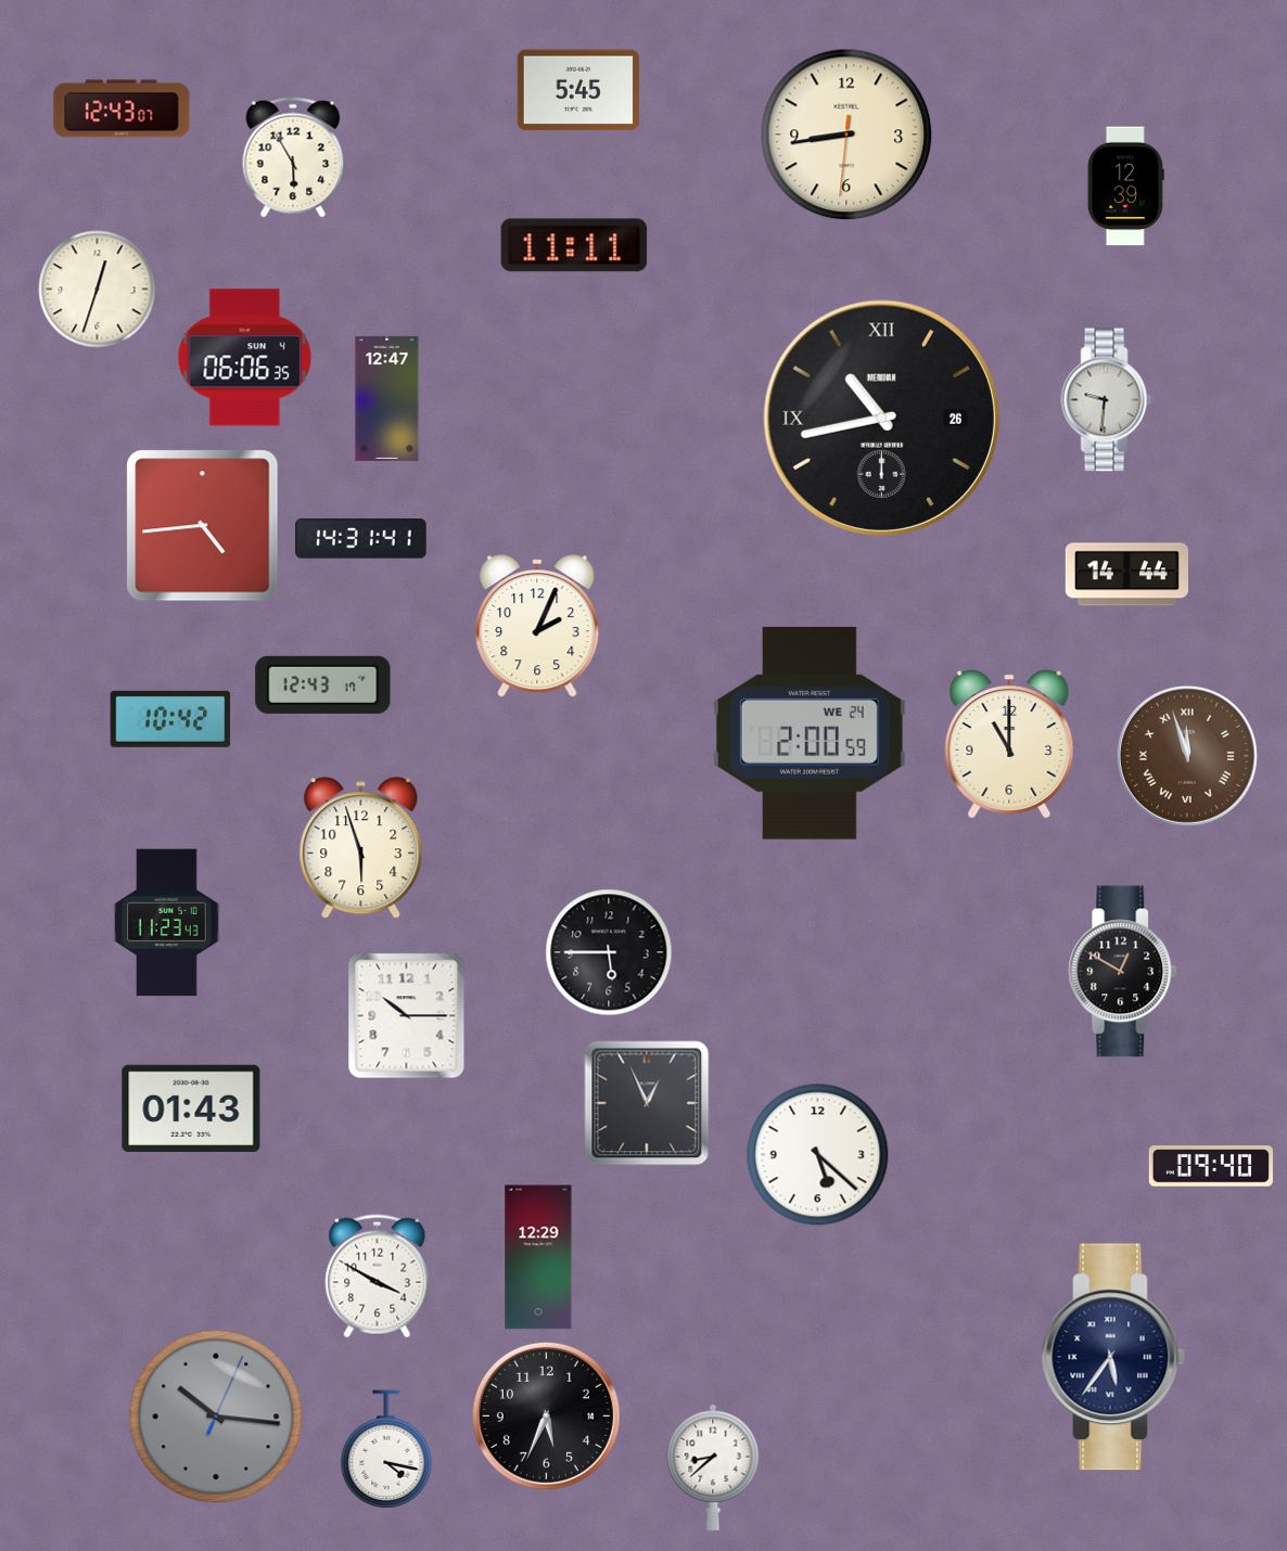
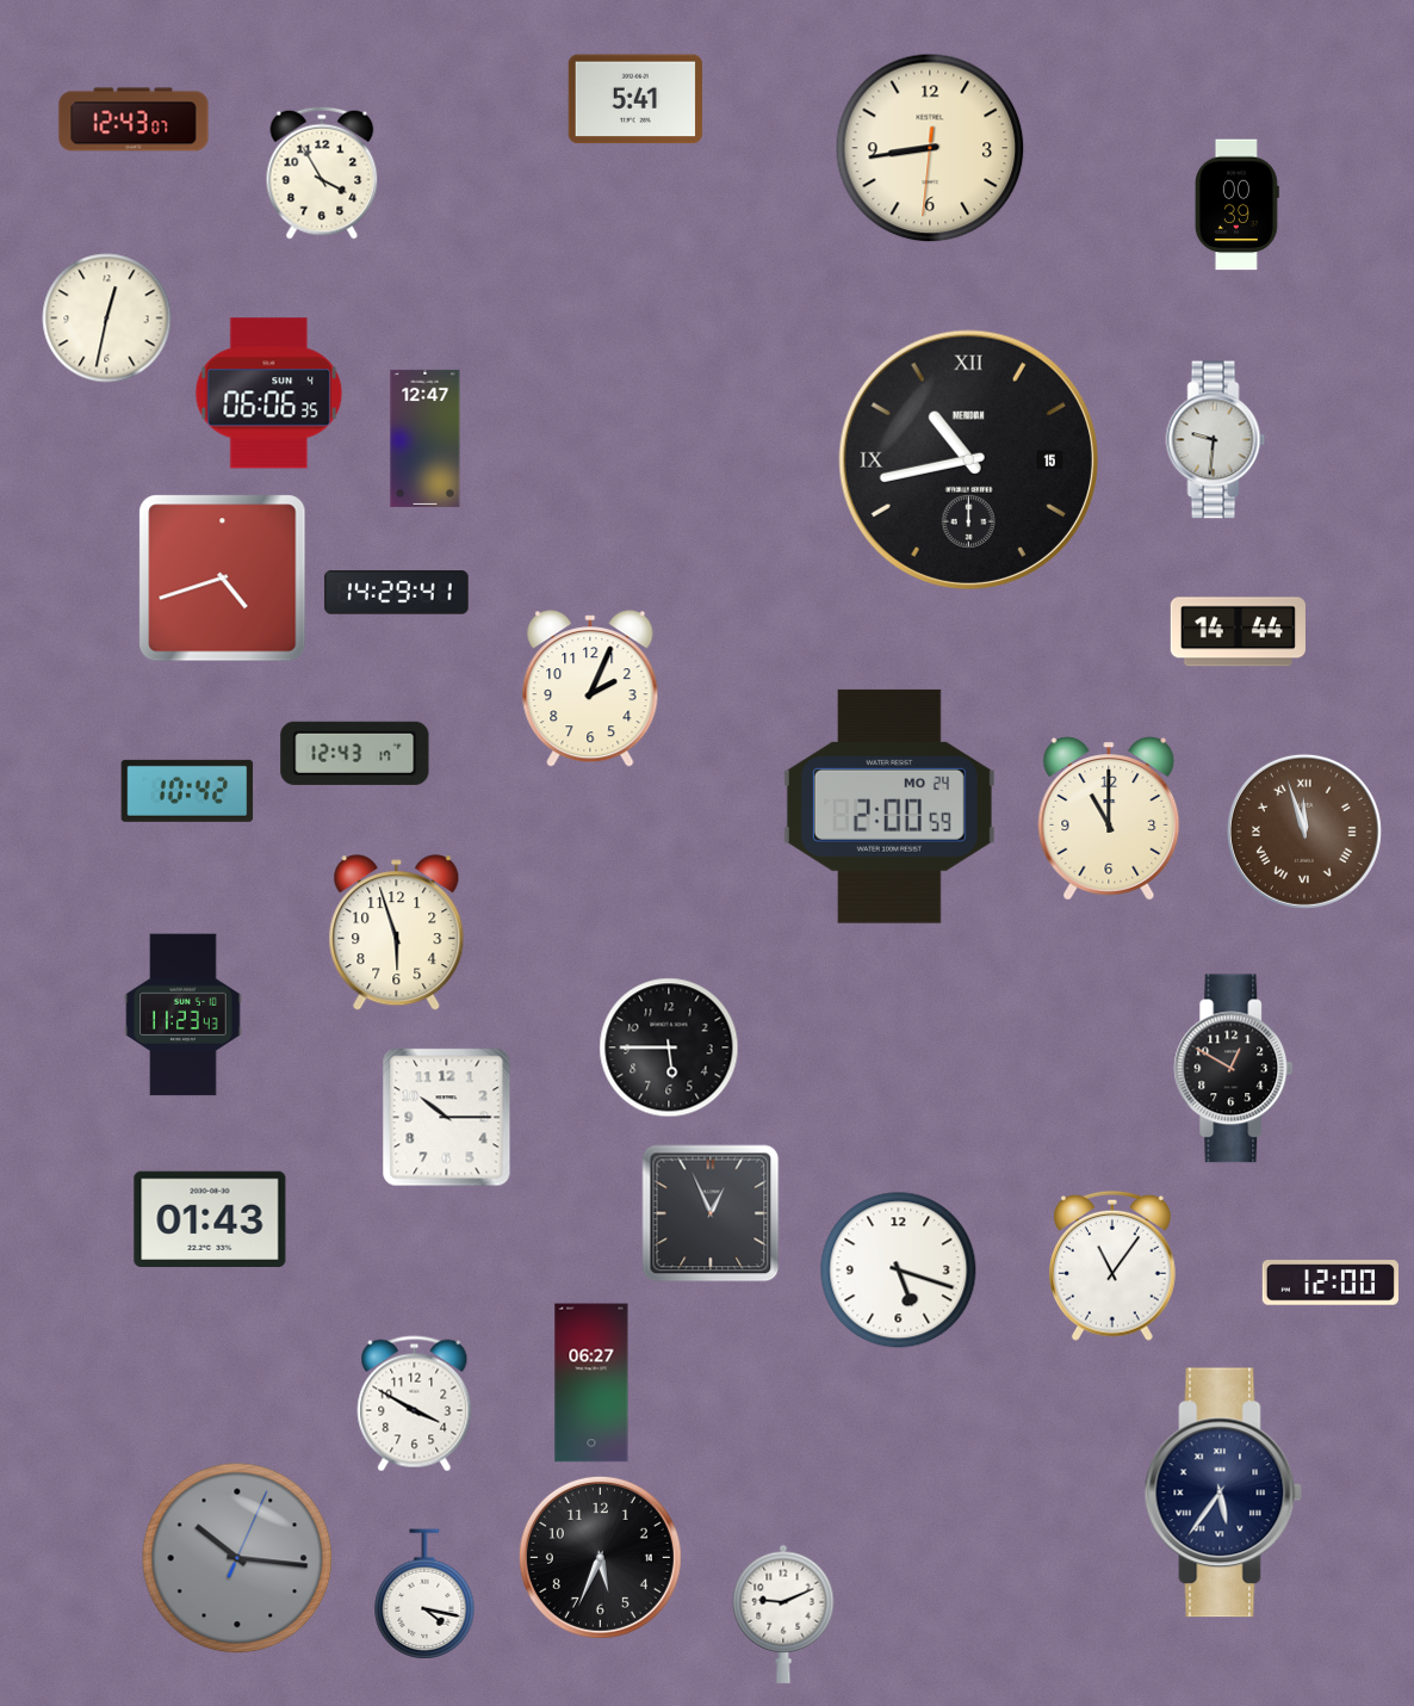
clock at (577, 90): 5:45 -> 5:41
clock at (293, 157): 5:55 -> 3:55
clock at (1125, 187): 12:39 -> 00:39
clock at (574, 245): 11:11 -> none
clock at (98, 290): 12:33 -> 12:32
clock at (881, 418) date: 26 -> 15
clock at (203, 526): 4:44 -> 4:42
clock at (361, 539): 14:31 -> 14:29
clock at (810, 733) date: WE 24 -> MO 24
clock at (1114, 1266): none -> 11:06
clock at (818, 1155): 5:22 -> 5:18
clock at (1211, 1166): 09:40 -> 12:00
clock at (538, 1257): 12:29 -> 06:27
clock at (713, 1467): 8:38 -> 9:11
